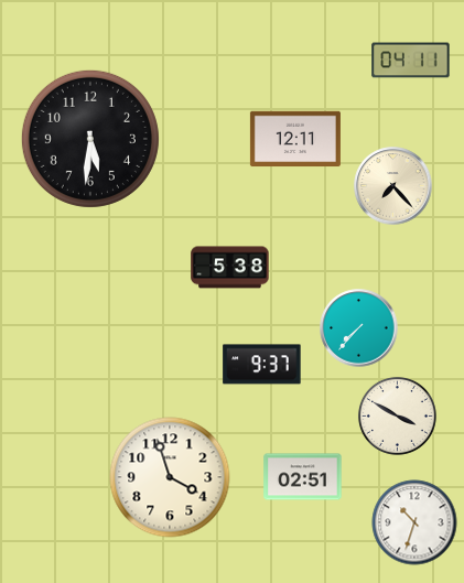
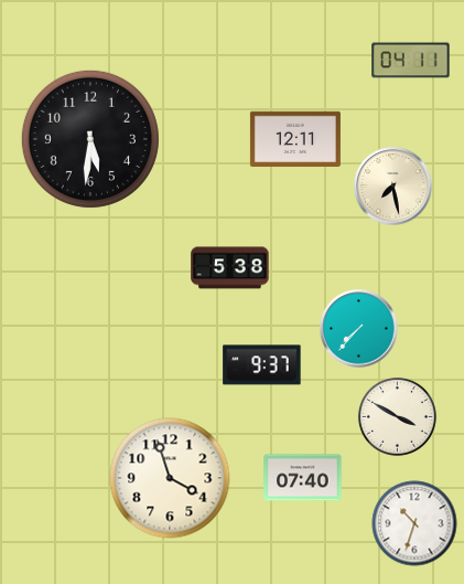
clock at (393, 186): 7:23 -> 7:28
clock at (303, 477): 02:51 -> 07:40
